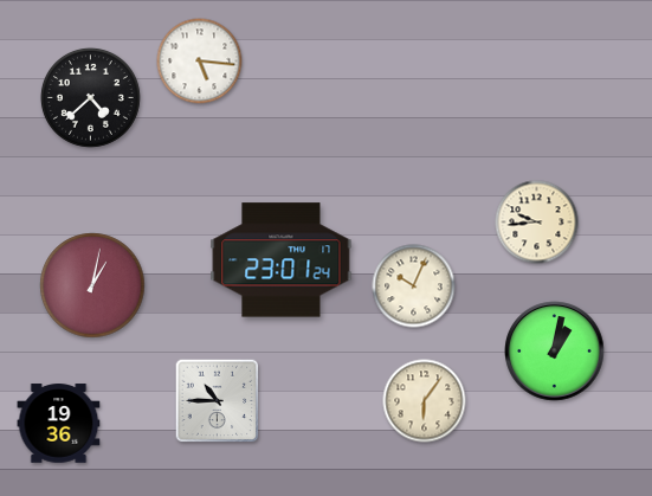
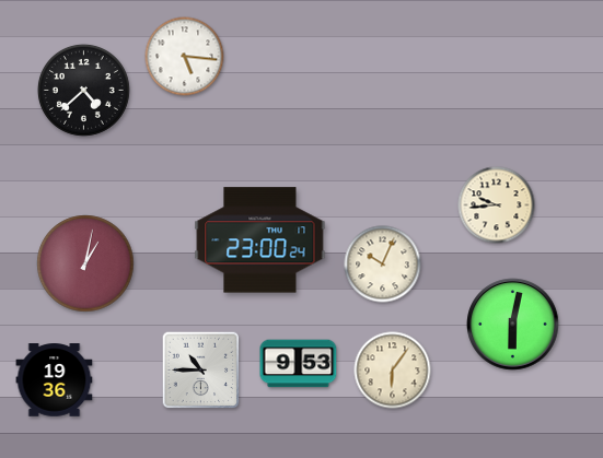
clock at (282, 260): 23:01 -> 23:00
clock at (555, 352): 1:02 -> 6:02
clock at (299, 364): none -> 9:53
clock at (59, 424) position: (59, 424) -> (55, 380)
